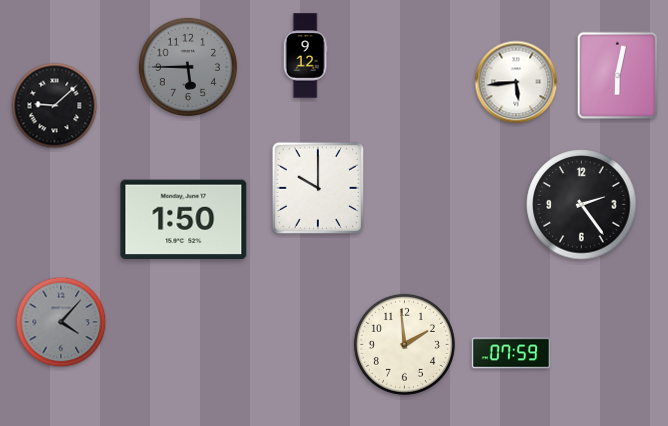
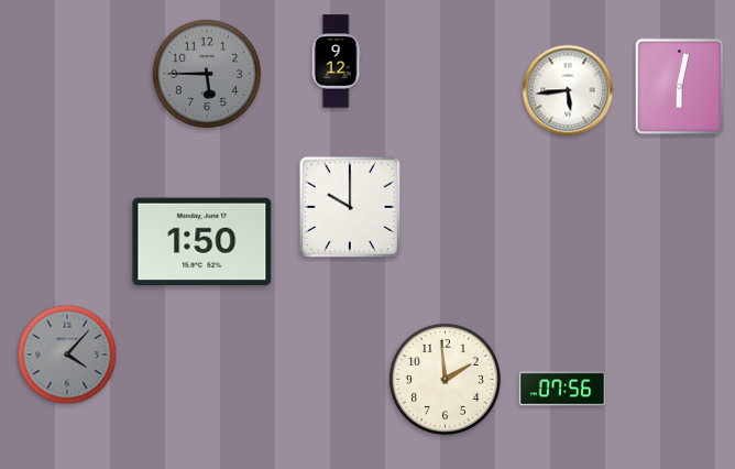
clock at (618, 76) position: (618, 76) -> (680, 87)
clock at (55, 106): 9:08 -> none
clock at (582, 205): 2:24 -> none
clock at (511, 353): 07:59 -> 07:56
